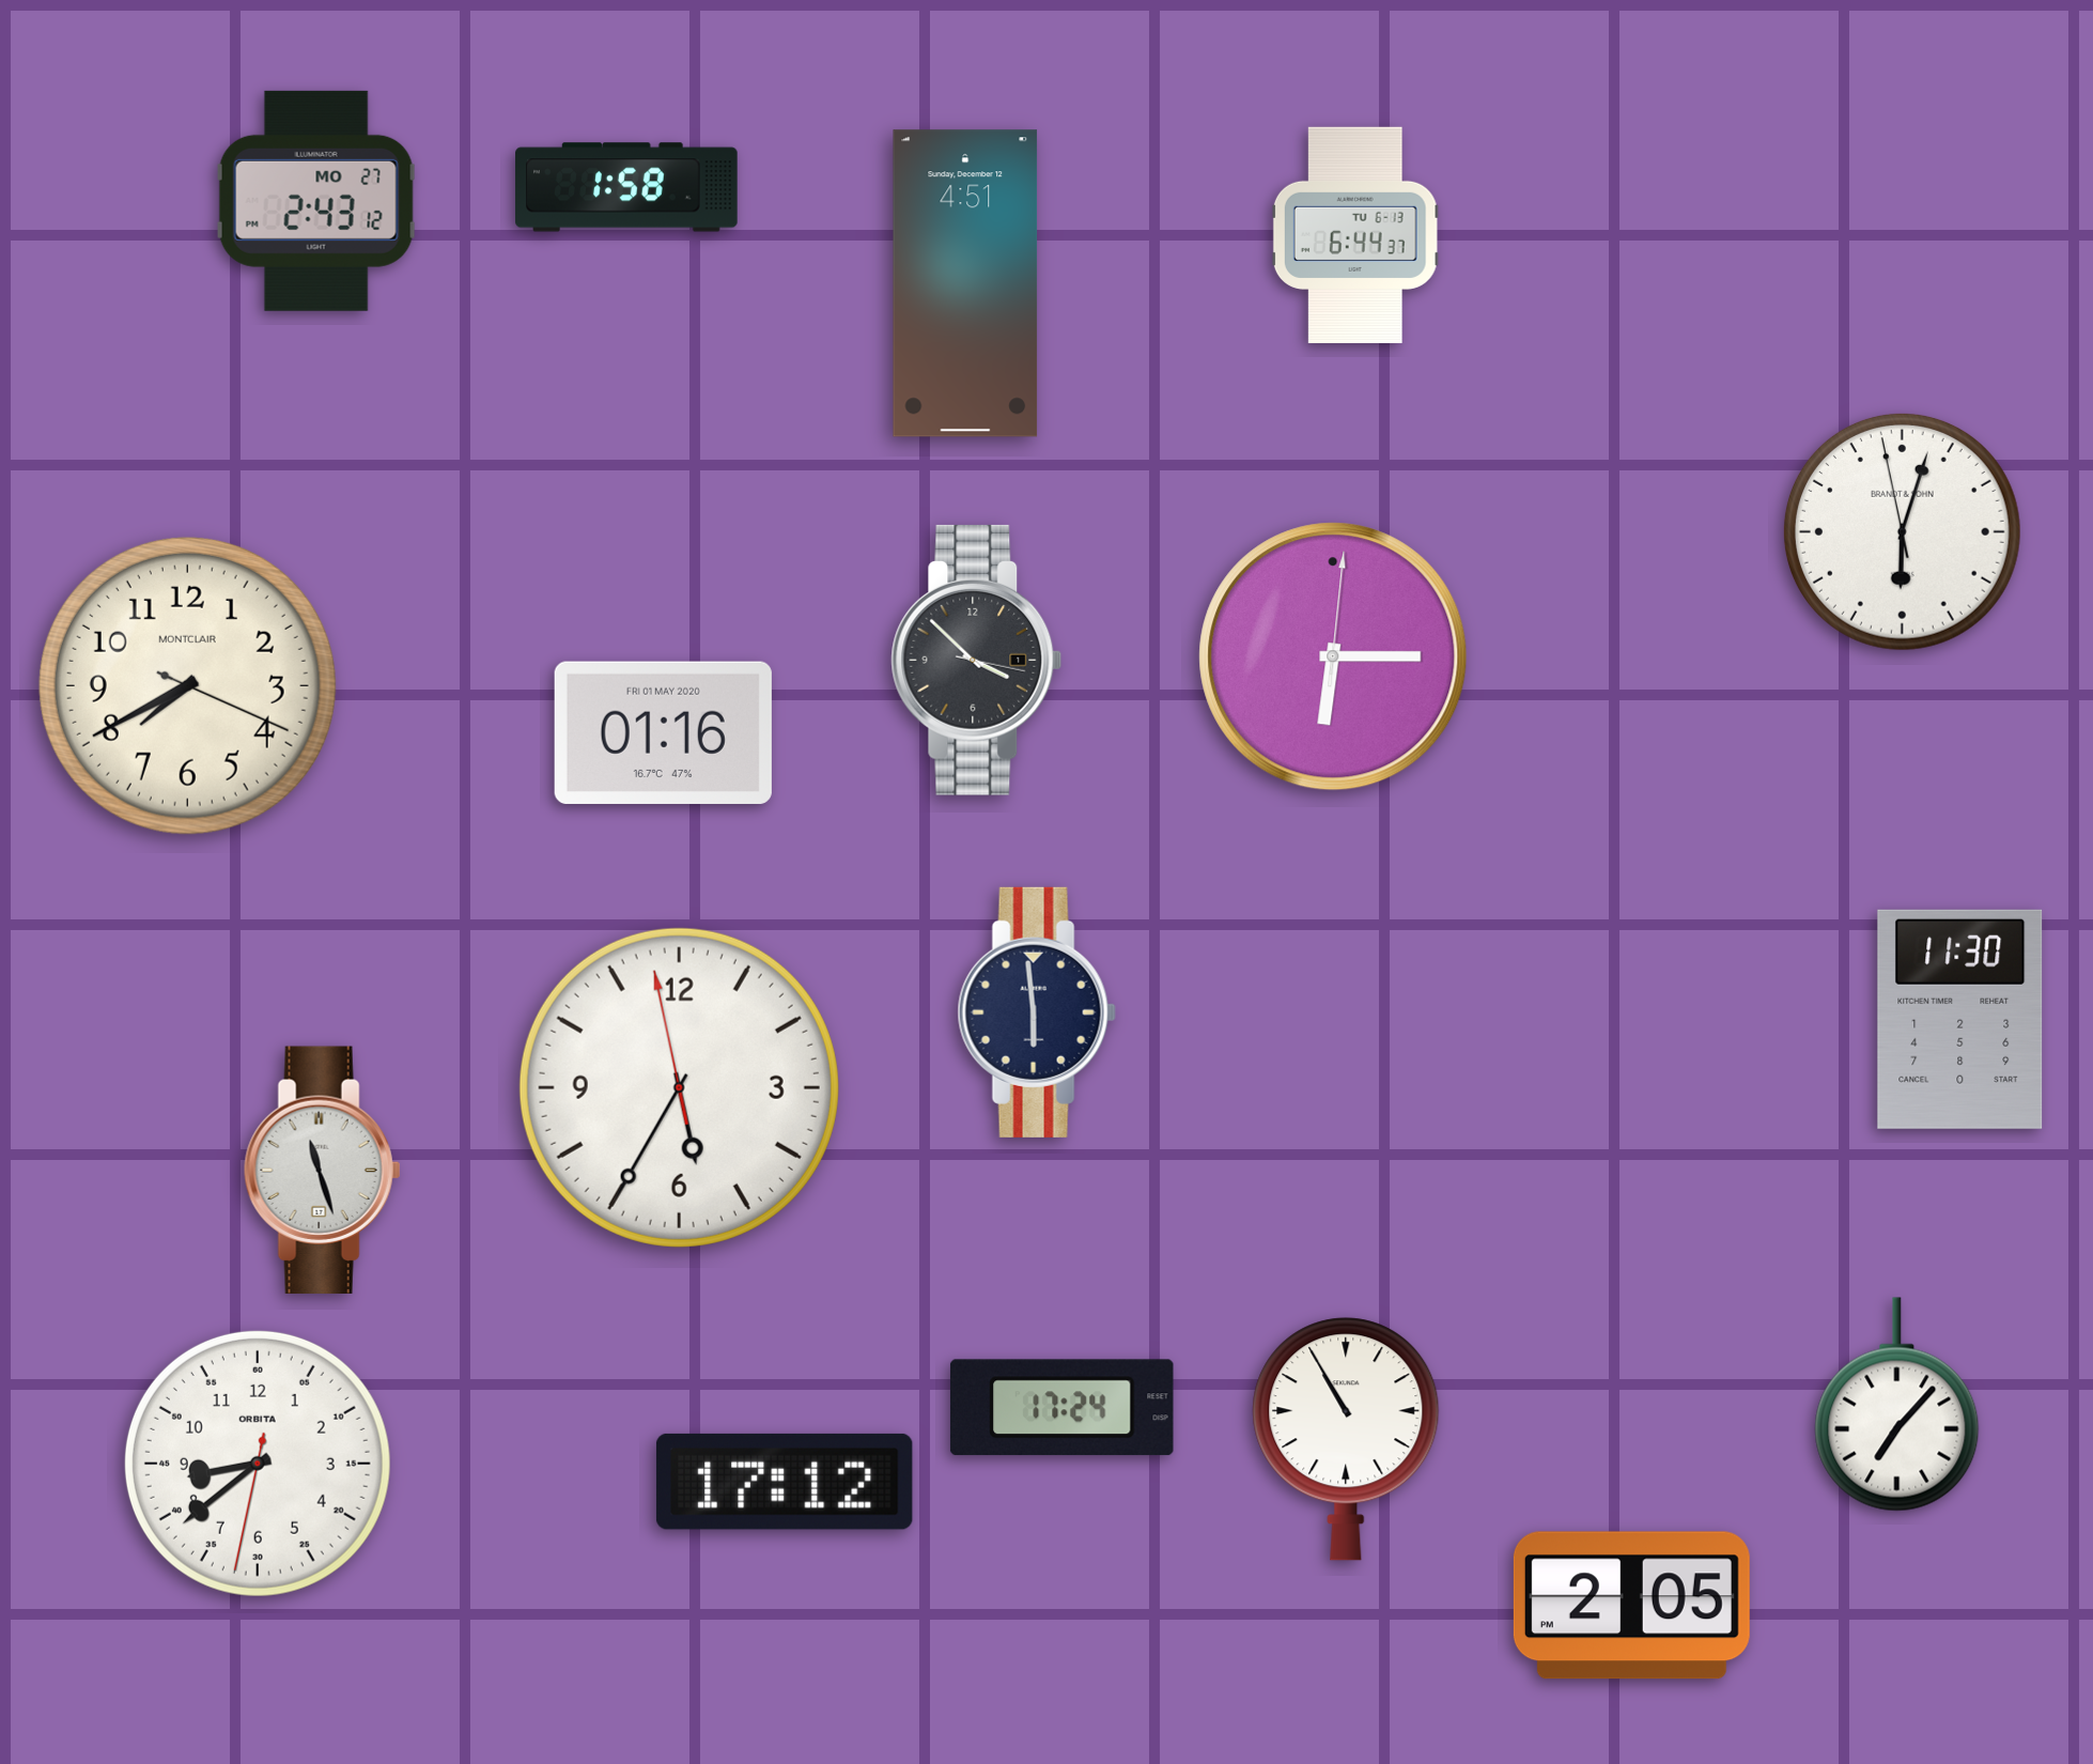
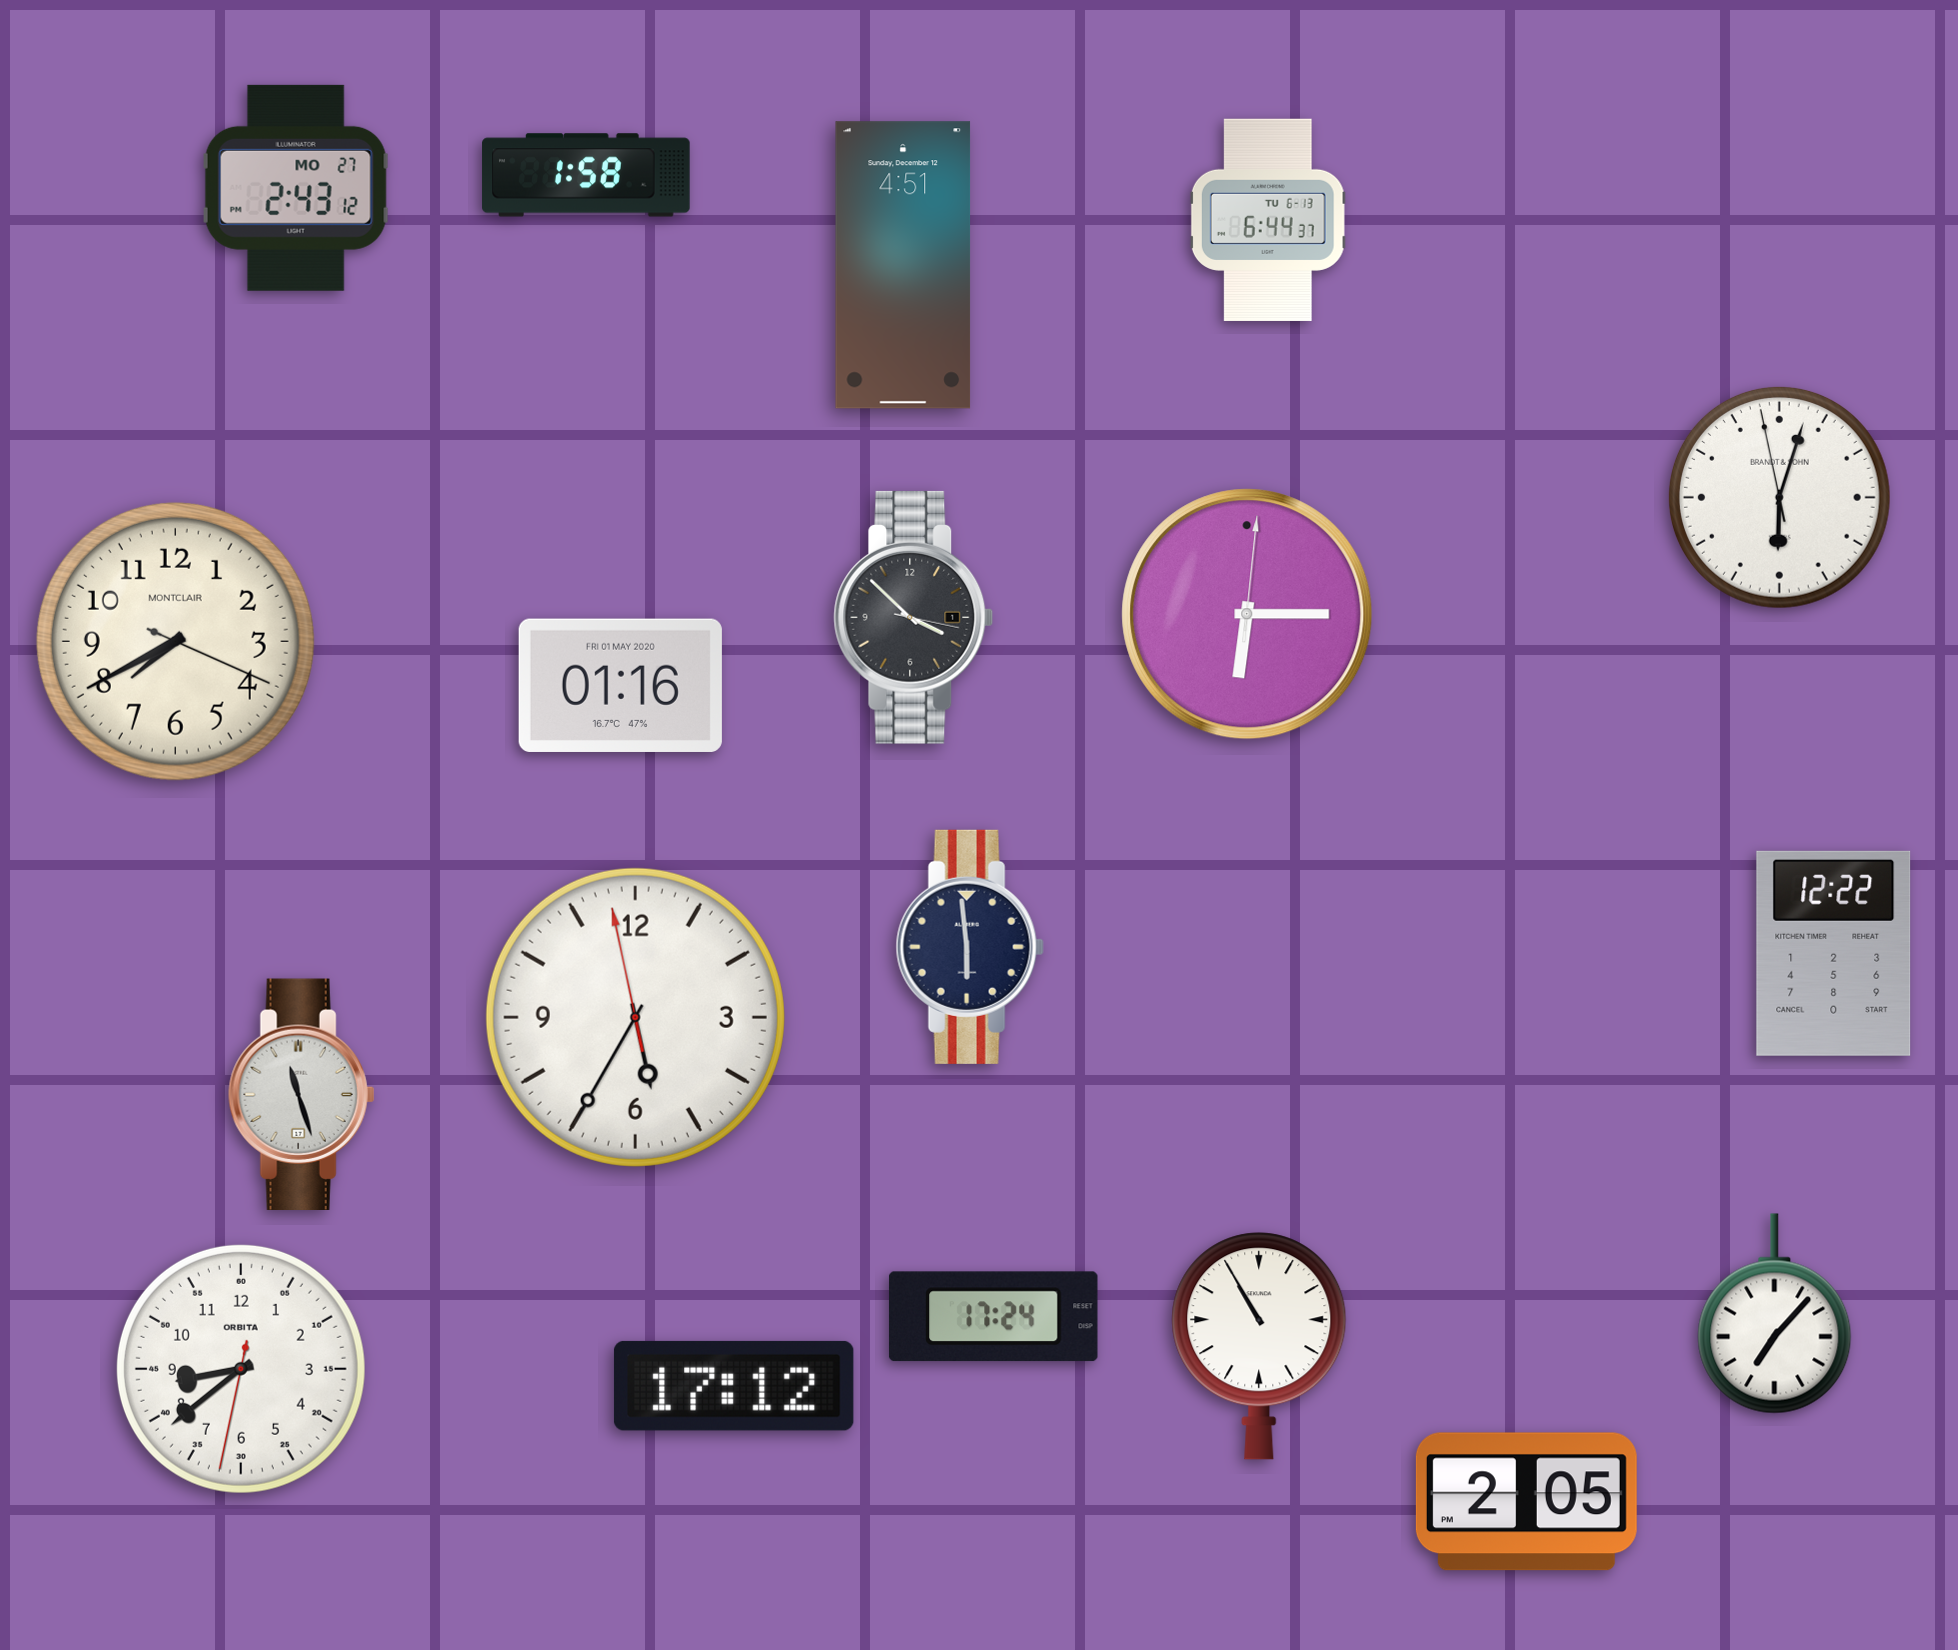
clock at (1960, 1019): 11:30 -> 12:22
